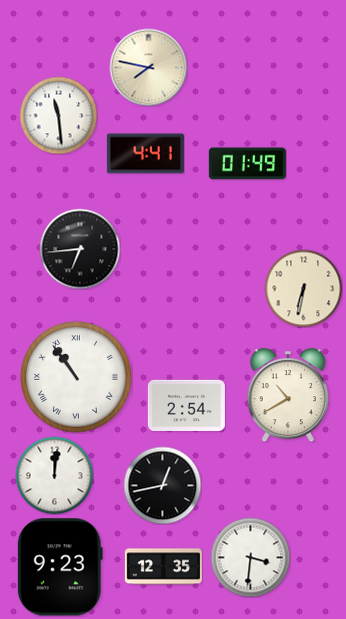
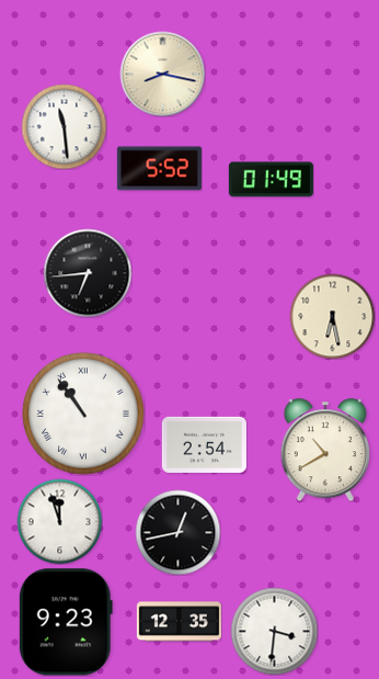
clock at (148, 67): 7:47 -> 8:17
clock at (145, 154): 4:41 -> 5:52
clock at (303, 288): 6:32 -> 6:28
clock at (287, 395) position: (287, 395) -> (324, 450)
clock at (54, 475): 12:01 -> 11:57
clock at (250, 557) position: (250, 557) -> (274, 631)
